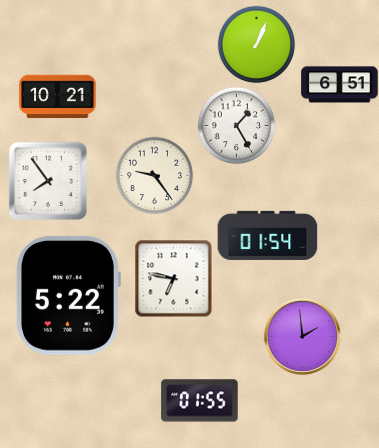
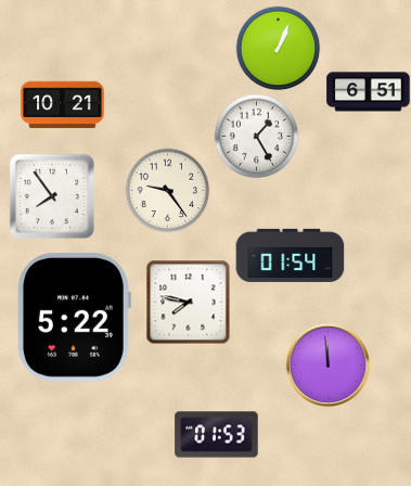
clock at (173, 278): 6:47 -> 7:47
clock at (69, 295) position: (69, 295) -> (75, 317)
clock at (302, 336): 1:59 -> 11:59
clock at (200, 401): 01:55 -> 01:53
